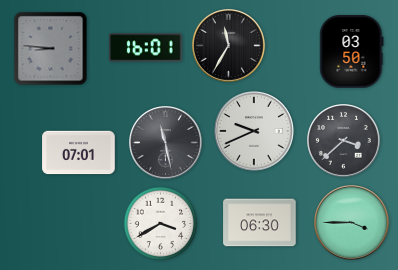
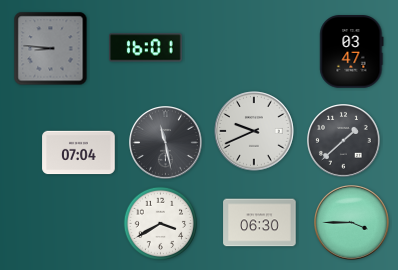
clock at (229, 46): 11:35 -> none
clock at (352, 52): 03:50 -> 03:47
clock at (344, 141): 3:38 -> 1:38
clock at (79, 153): 07:01 -> 07:04
